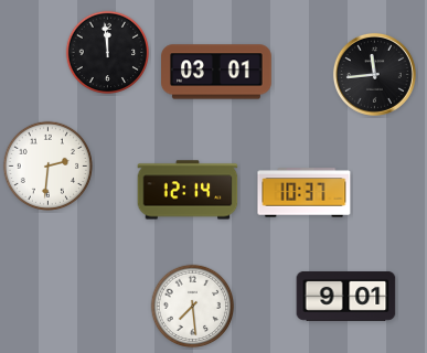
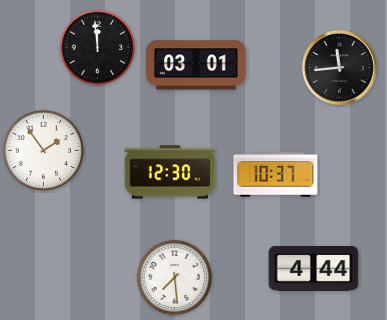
clock at (49, 167): 2:31 -> 1:54
clock at (188, 190): 12:14 -> 12:30
clock at (346, 296): 9:01 -> 4:44
